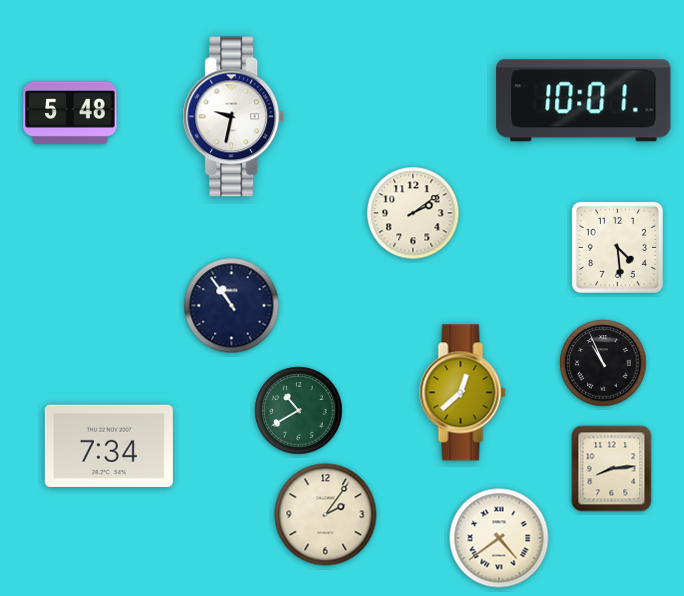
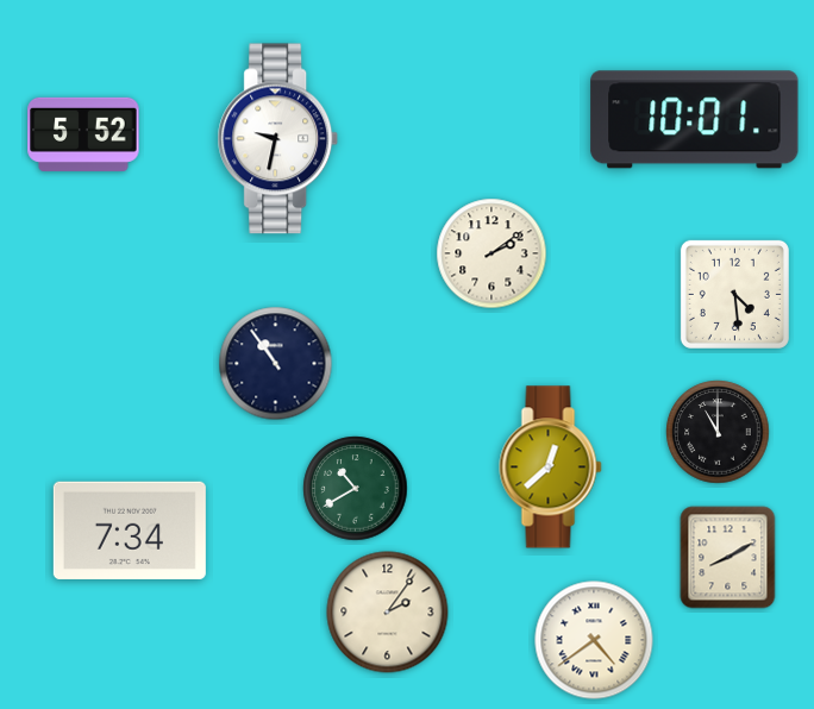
clock at (70, 113): 5:48 -> 5:52
clock at (603, 363): 10:56 -> 11:00
clock at (612, 469): 8:14 -> 8:10
